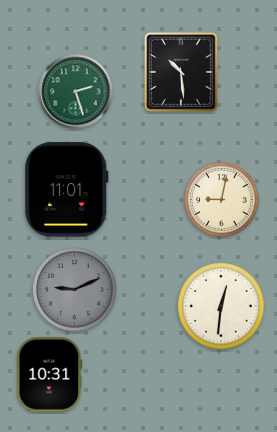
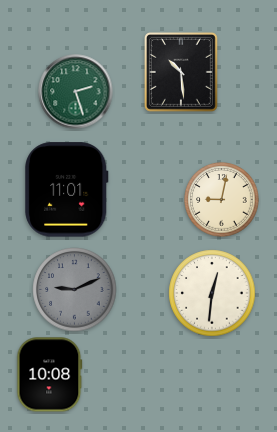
clock at (221, 306) position: (221, 306) -> (212, 293)
clock at (50, 375): 10:31 -> 10:08
